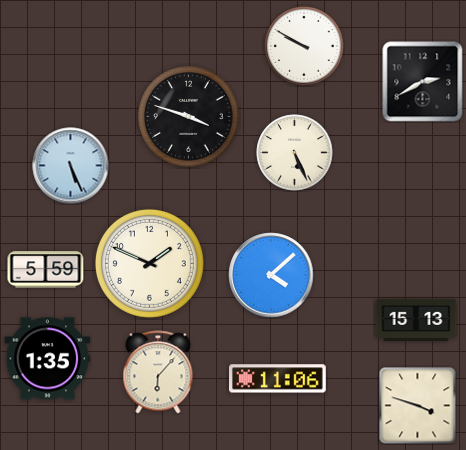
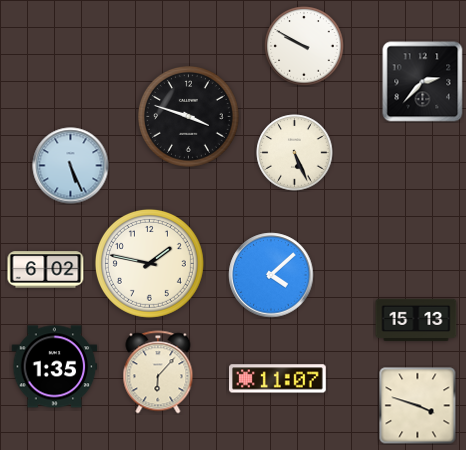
clock at (423, 82): 2:40 -> 2:37
clock at (149, 263): 1:49 -> 1:47
clock at (46, 270): 5:59 -> 6:02
clock at (48, 359) position: (48, 359) -> (55, 367)
clock at (278, 379): 11:06 -> 11:07
